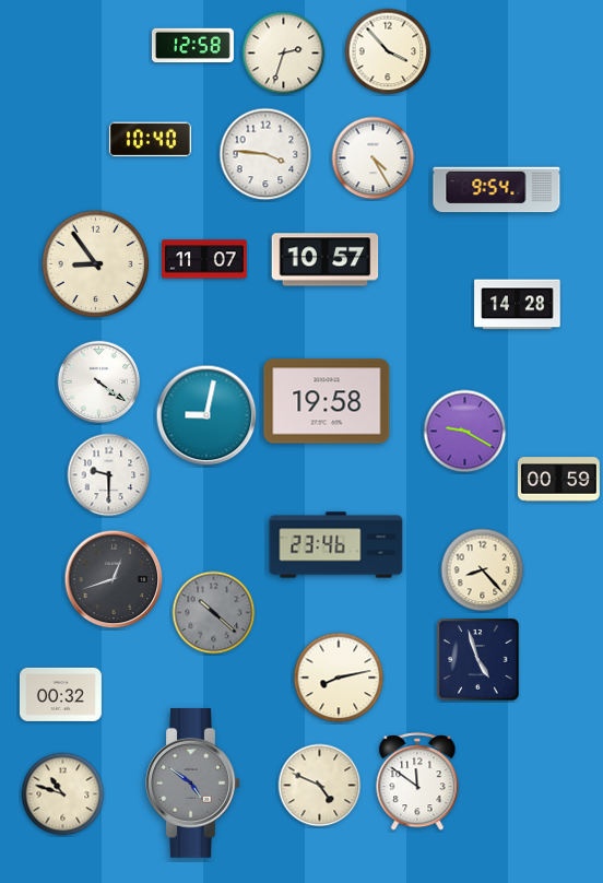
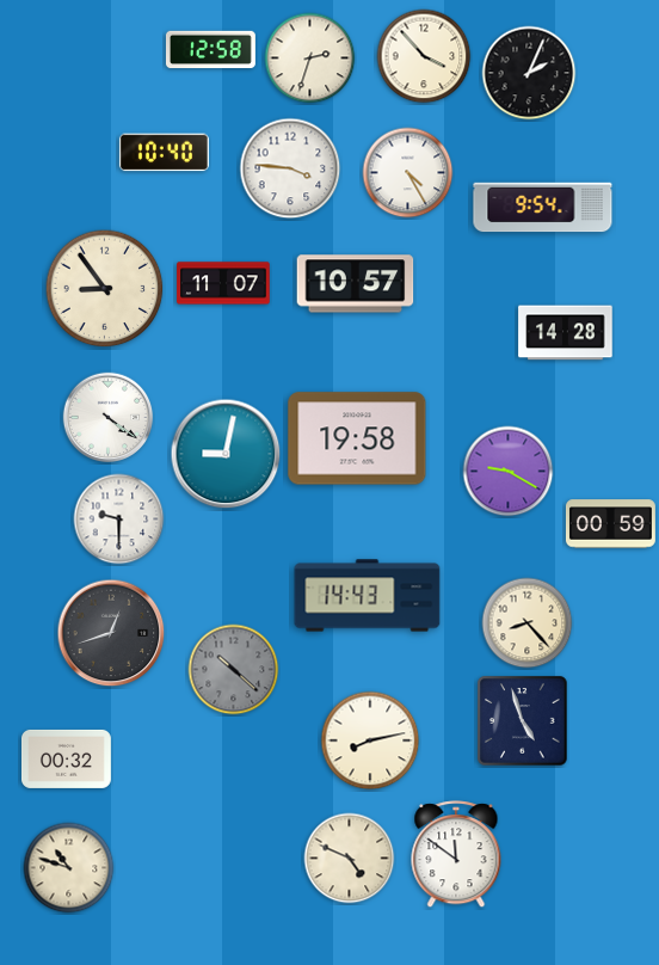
clock at (529, 73): none -> 2:04
clock at (336, 545): 23:46 -> 14:43
clock at (114, 579) position: (114, 579) -> (111, 633)
clock at (193, 784): 4:51 -> none
